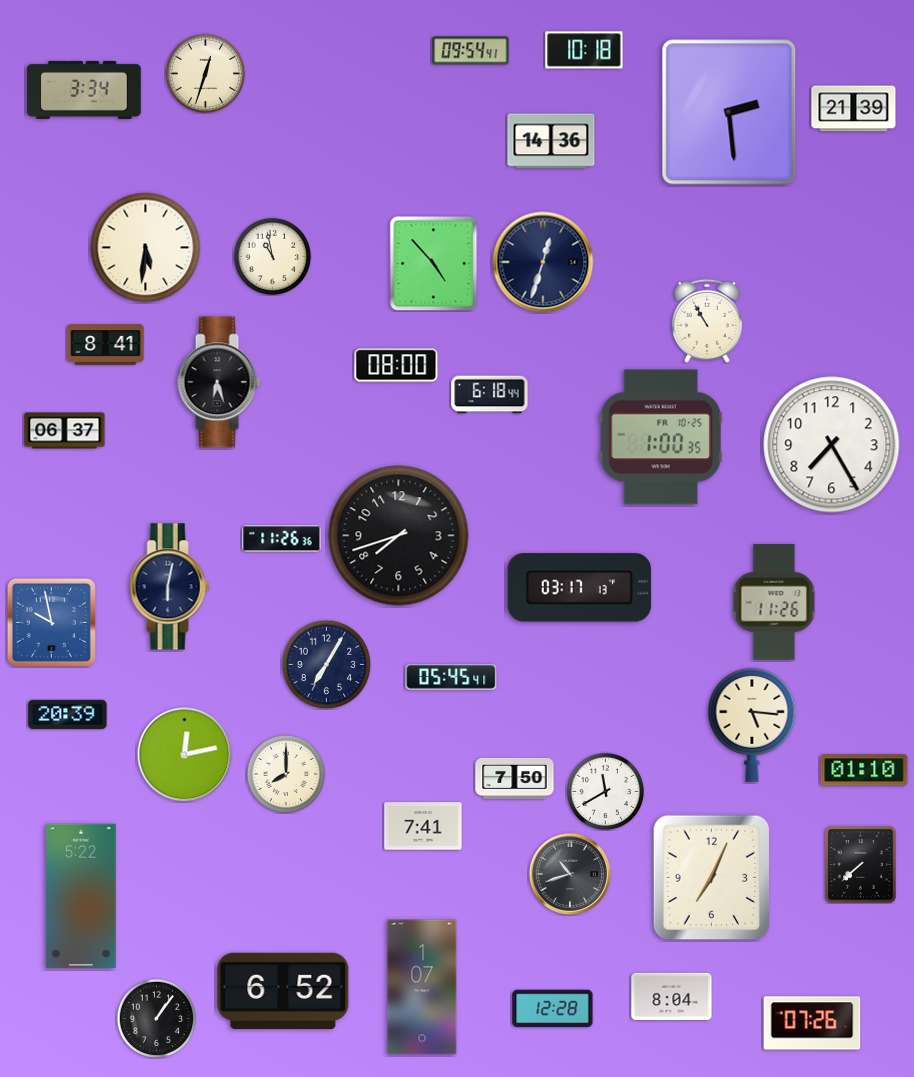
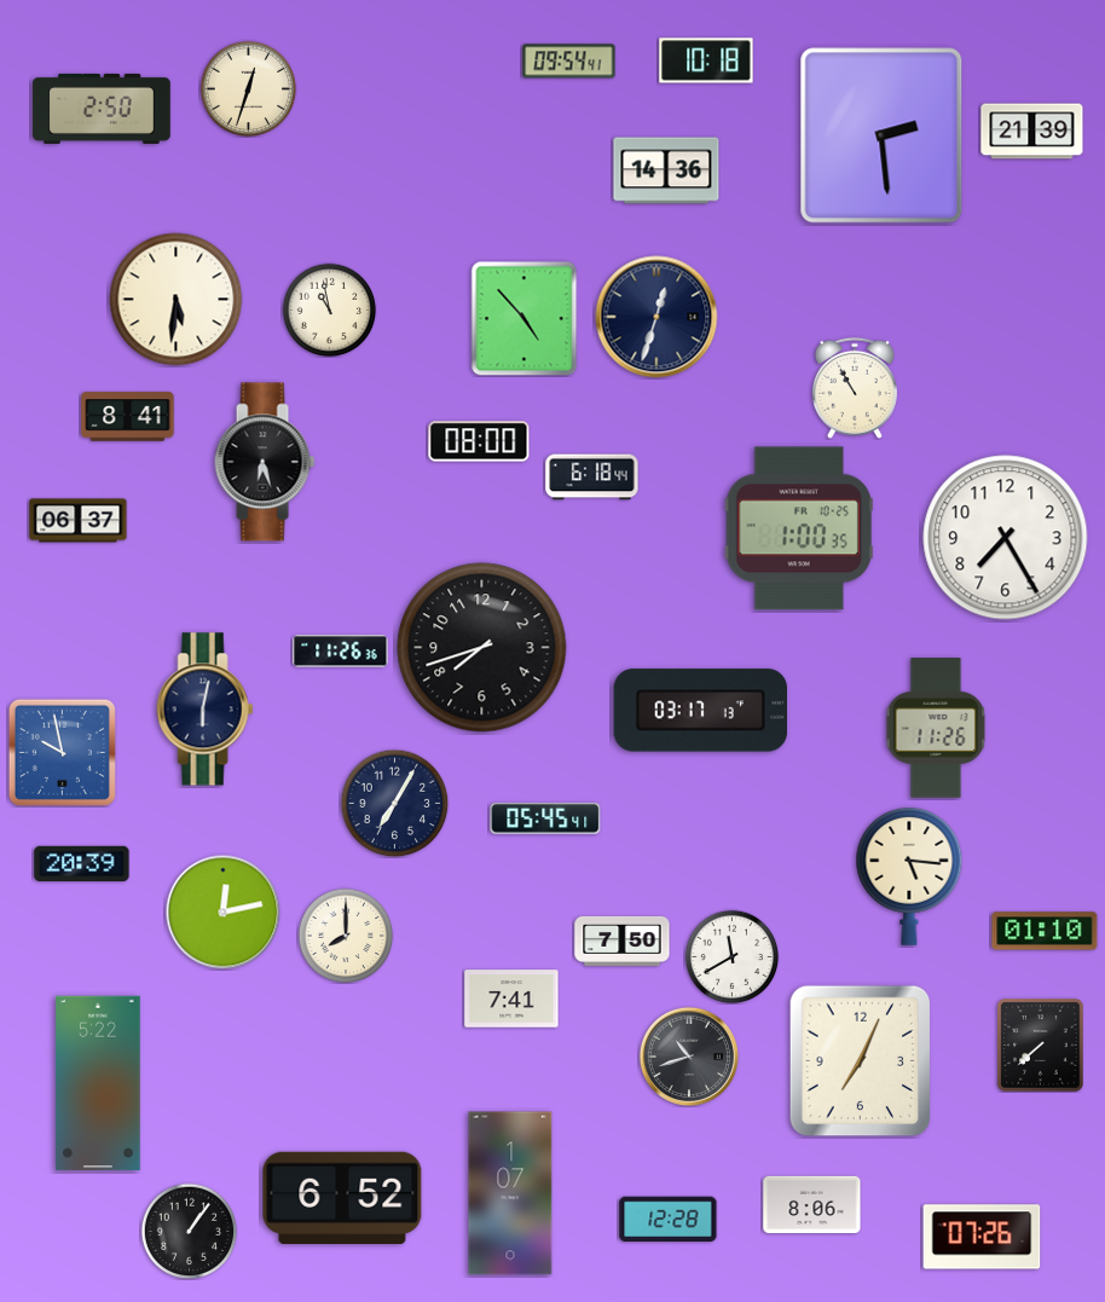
clock at (84, 90): 3:34 -> 2:50
clock at (672, 996): 8:04 -> 8:06
